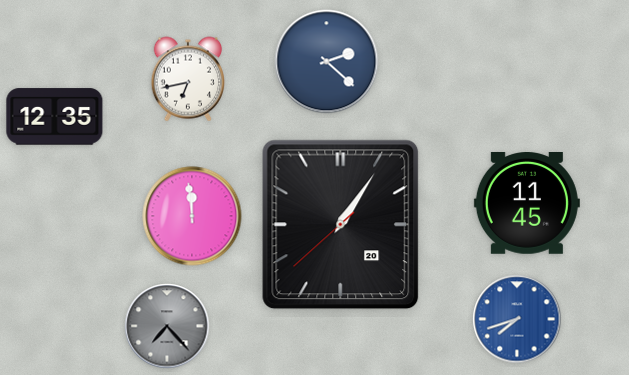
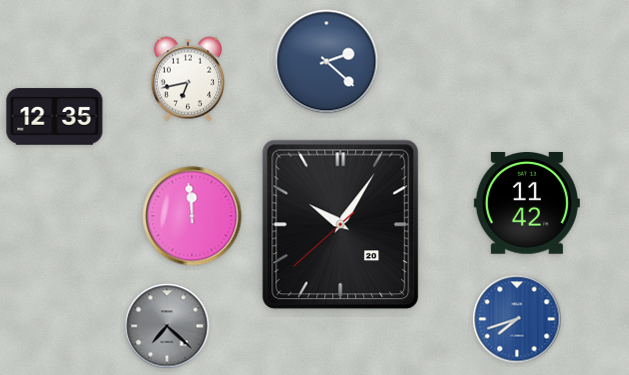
clock at (527, 204): 11:45 -> 11:42
clock at (341, 225): 1:05 -> 10:05
clock at (167, 326): 7:23 -> 7:22
